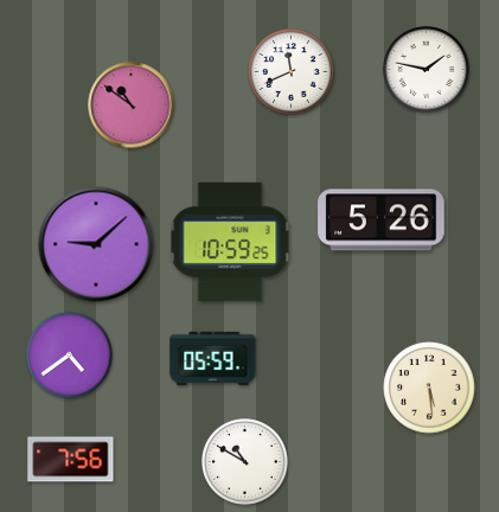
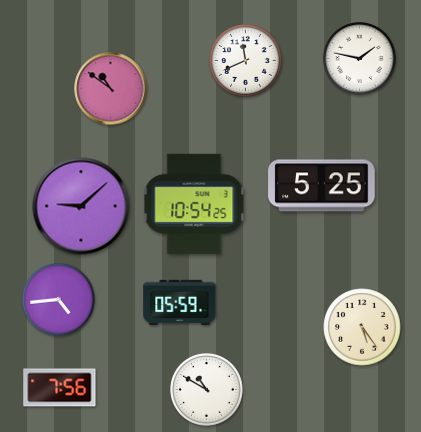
clock at (382, 220): 5:26 -> 5:25
clock at (230, 242): 10:59 -> 10:54
clock at (70, 356): 4:39 -> 4:44
clock at (429, 388): 5:29 -> 5:24
